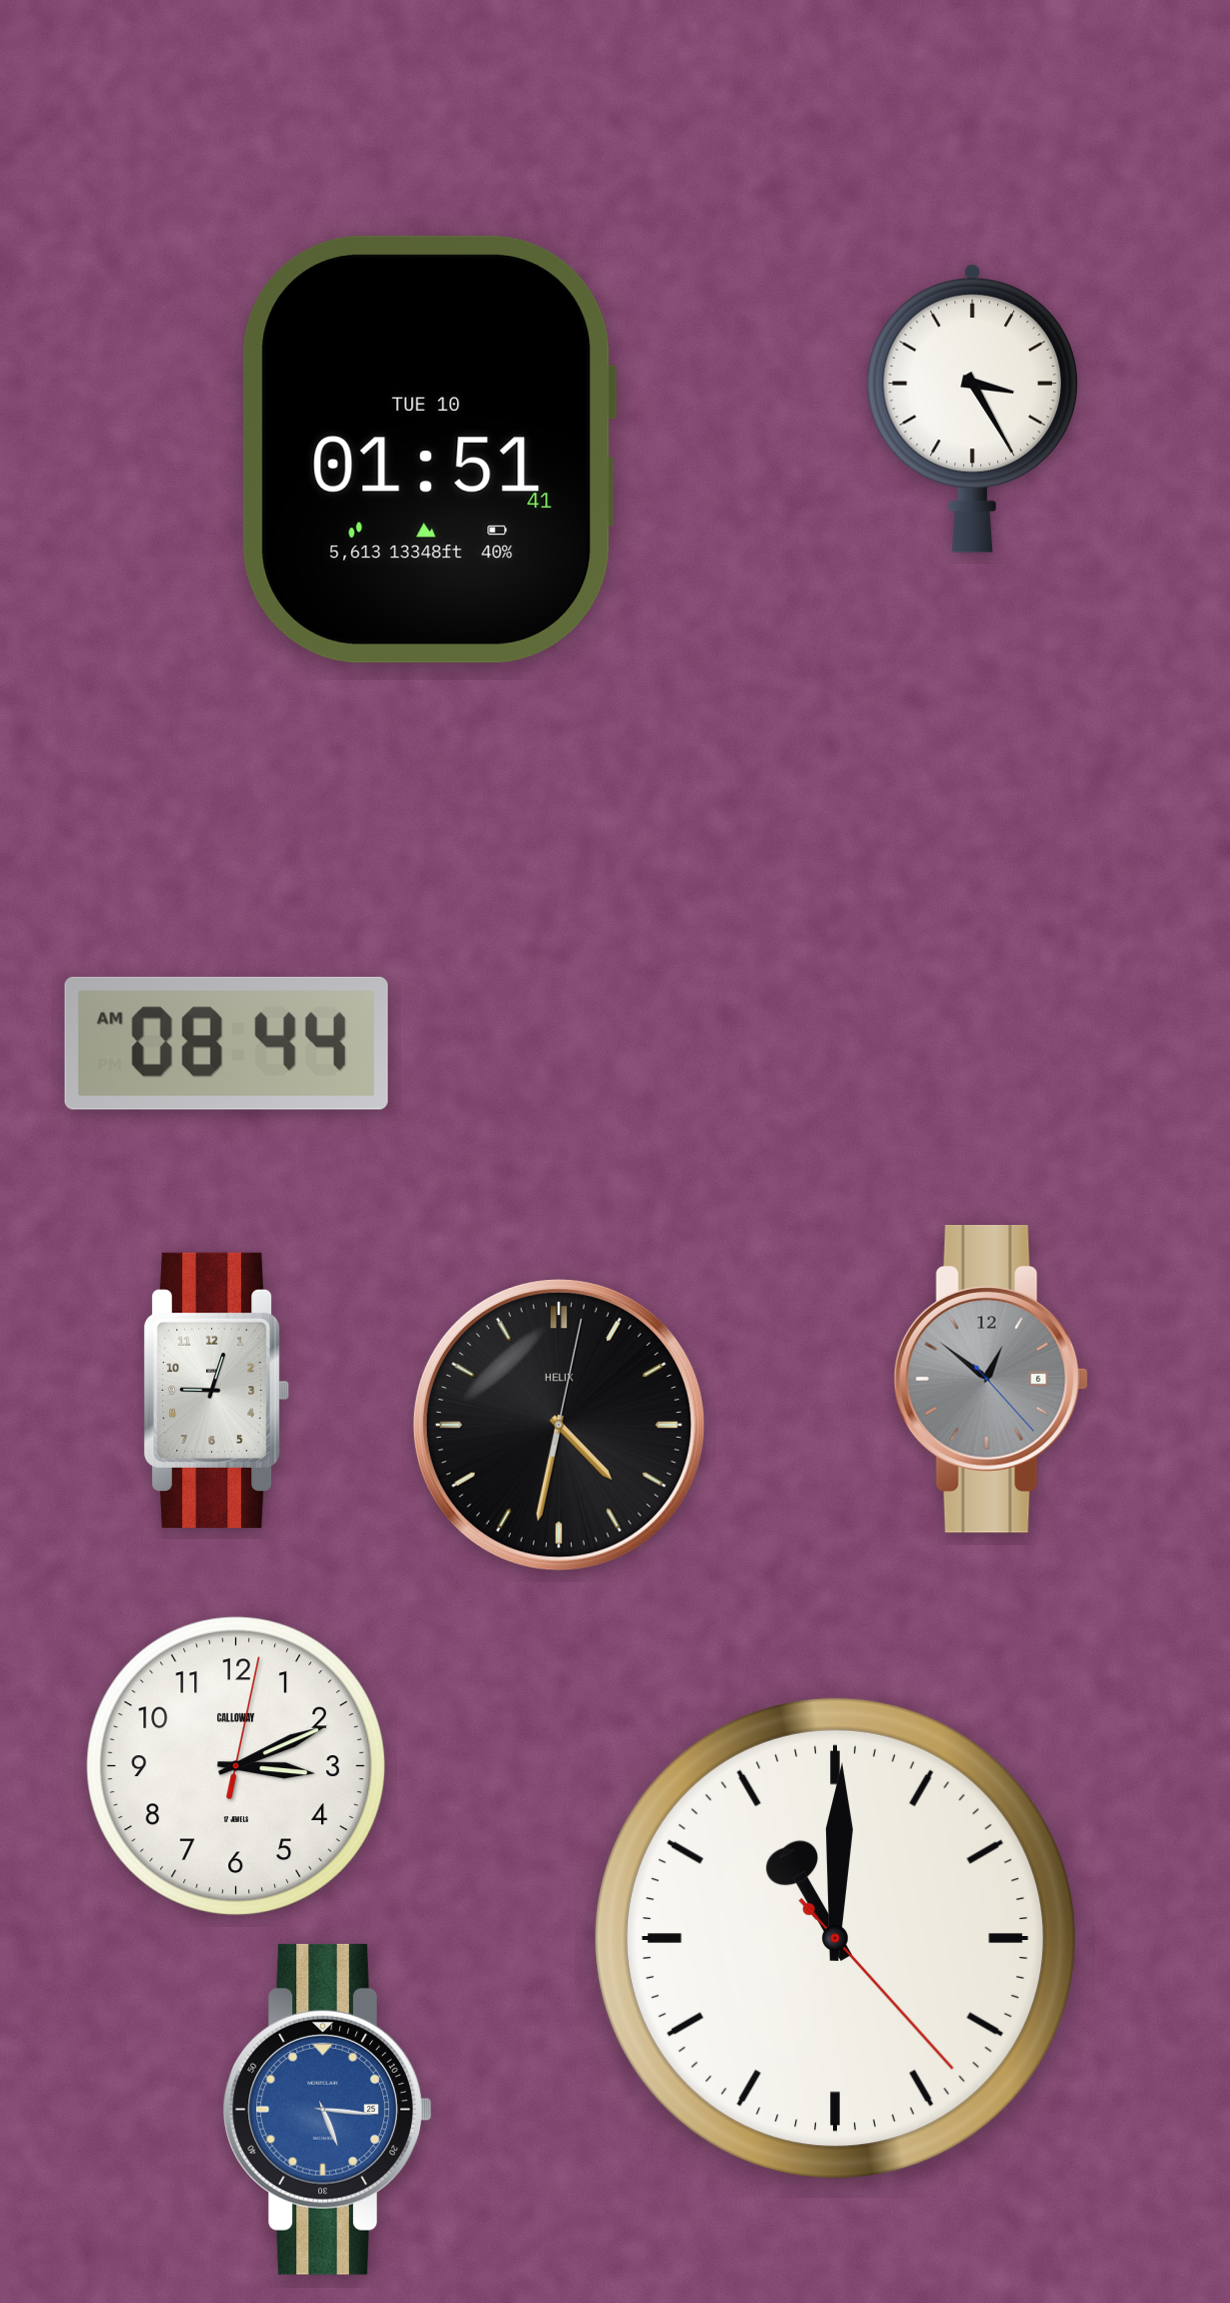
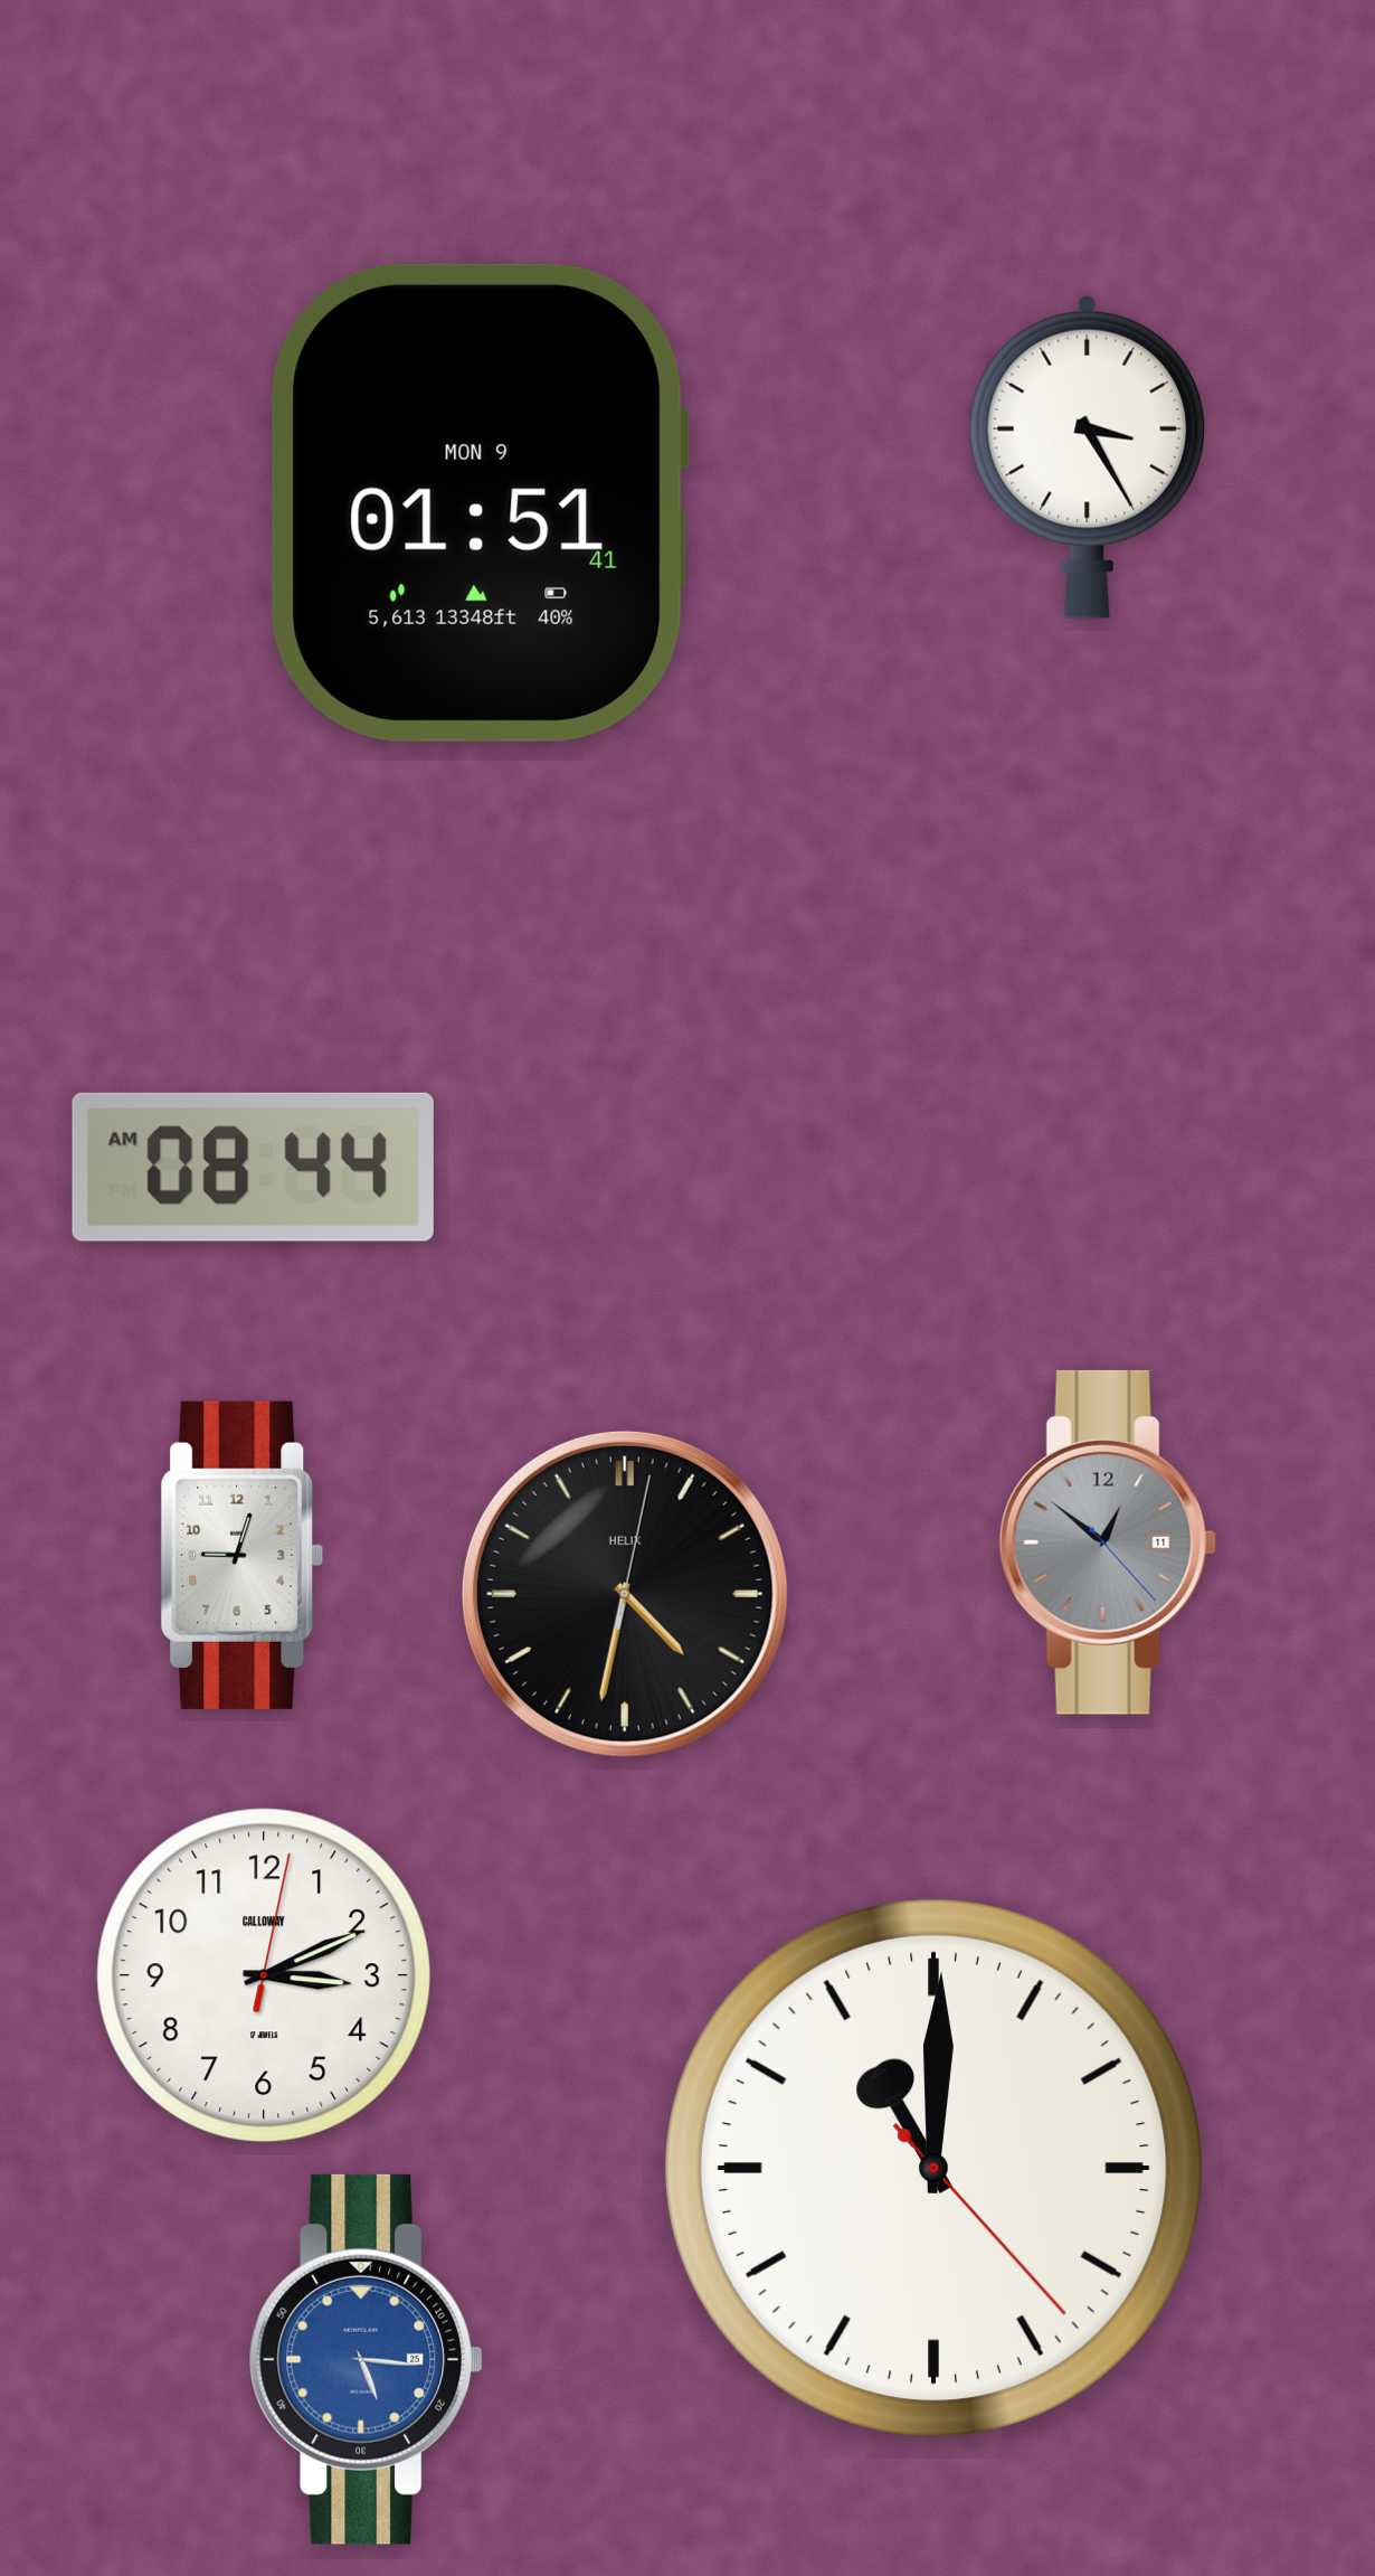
clock at (429, 449) date: TUE 10 -> MON 9
clock at (991, 1379) date: 6 -> 11
